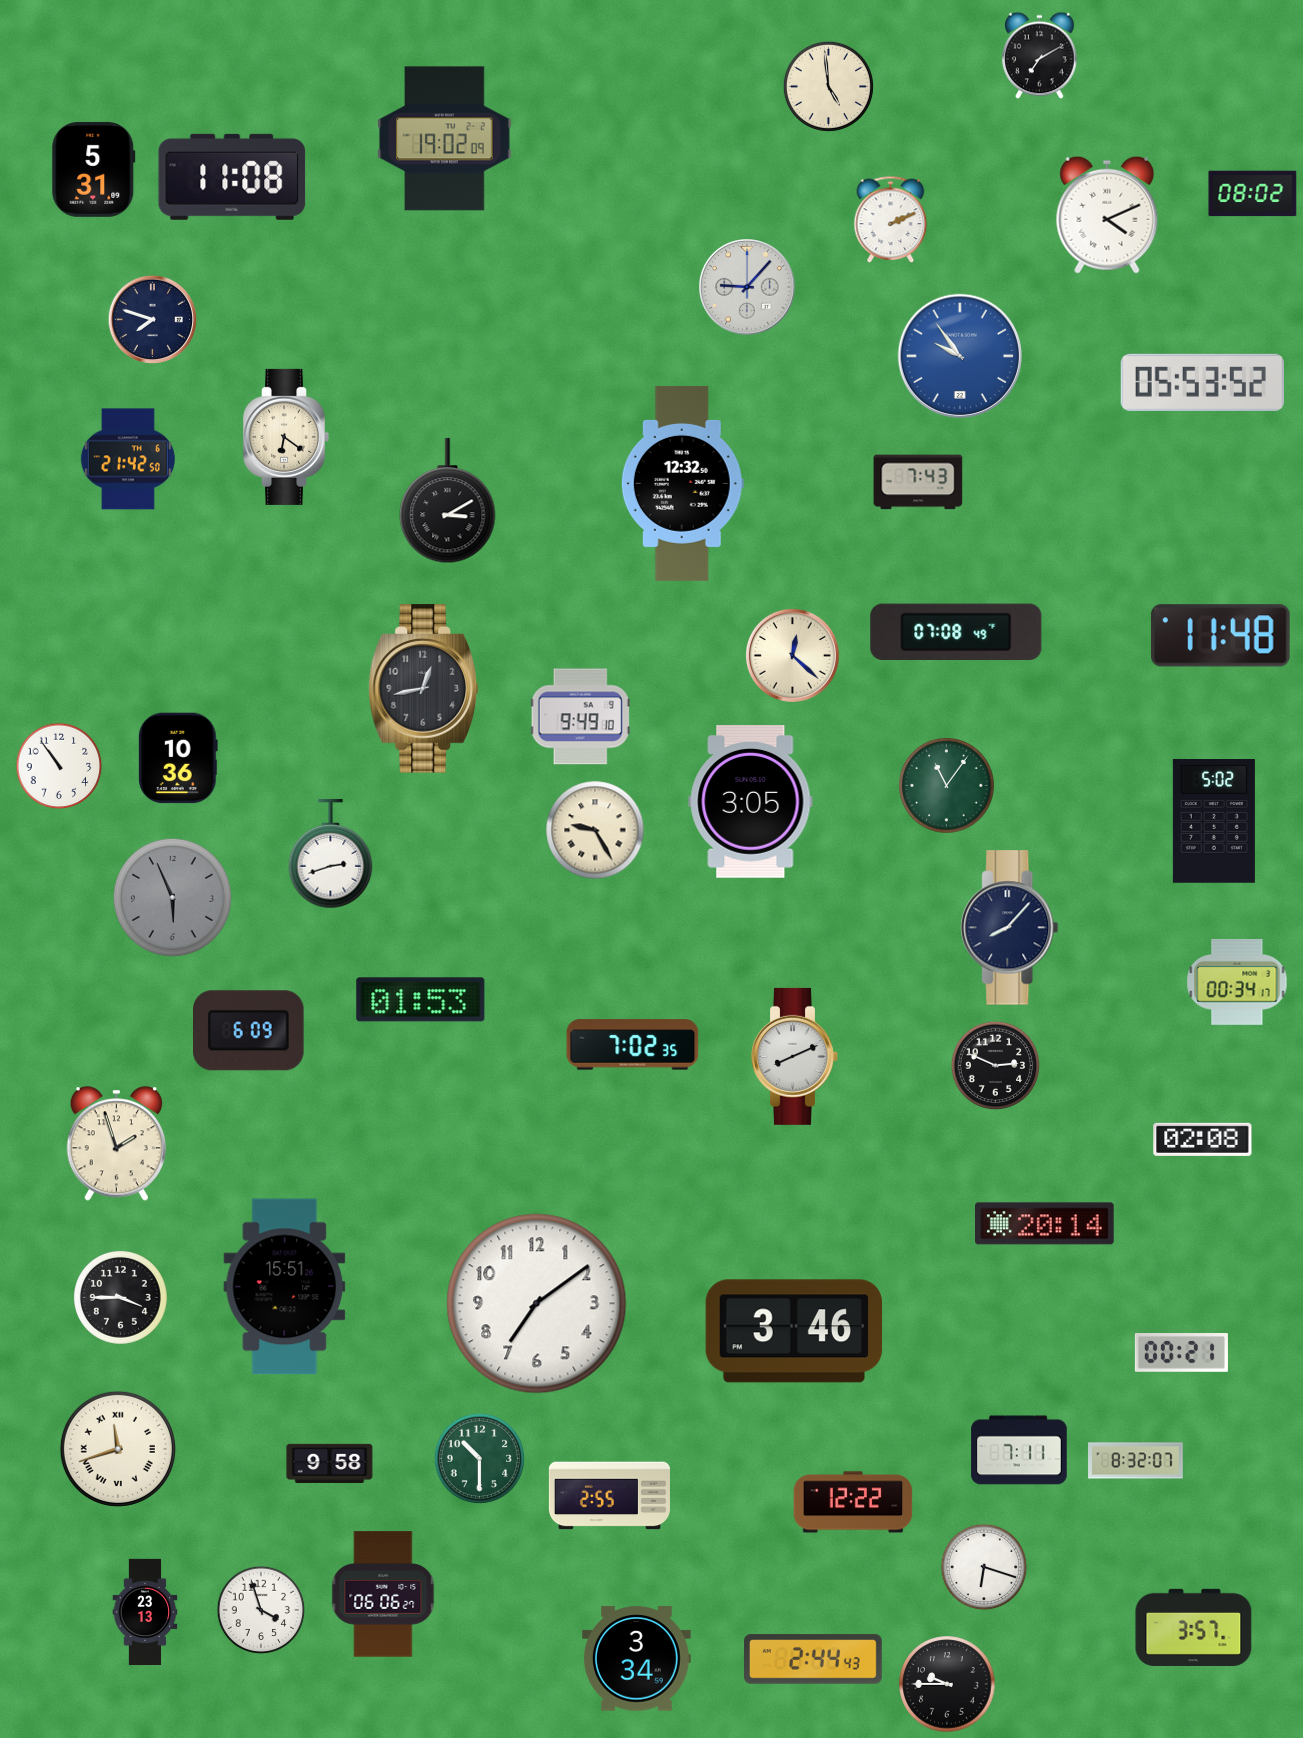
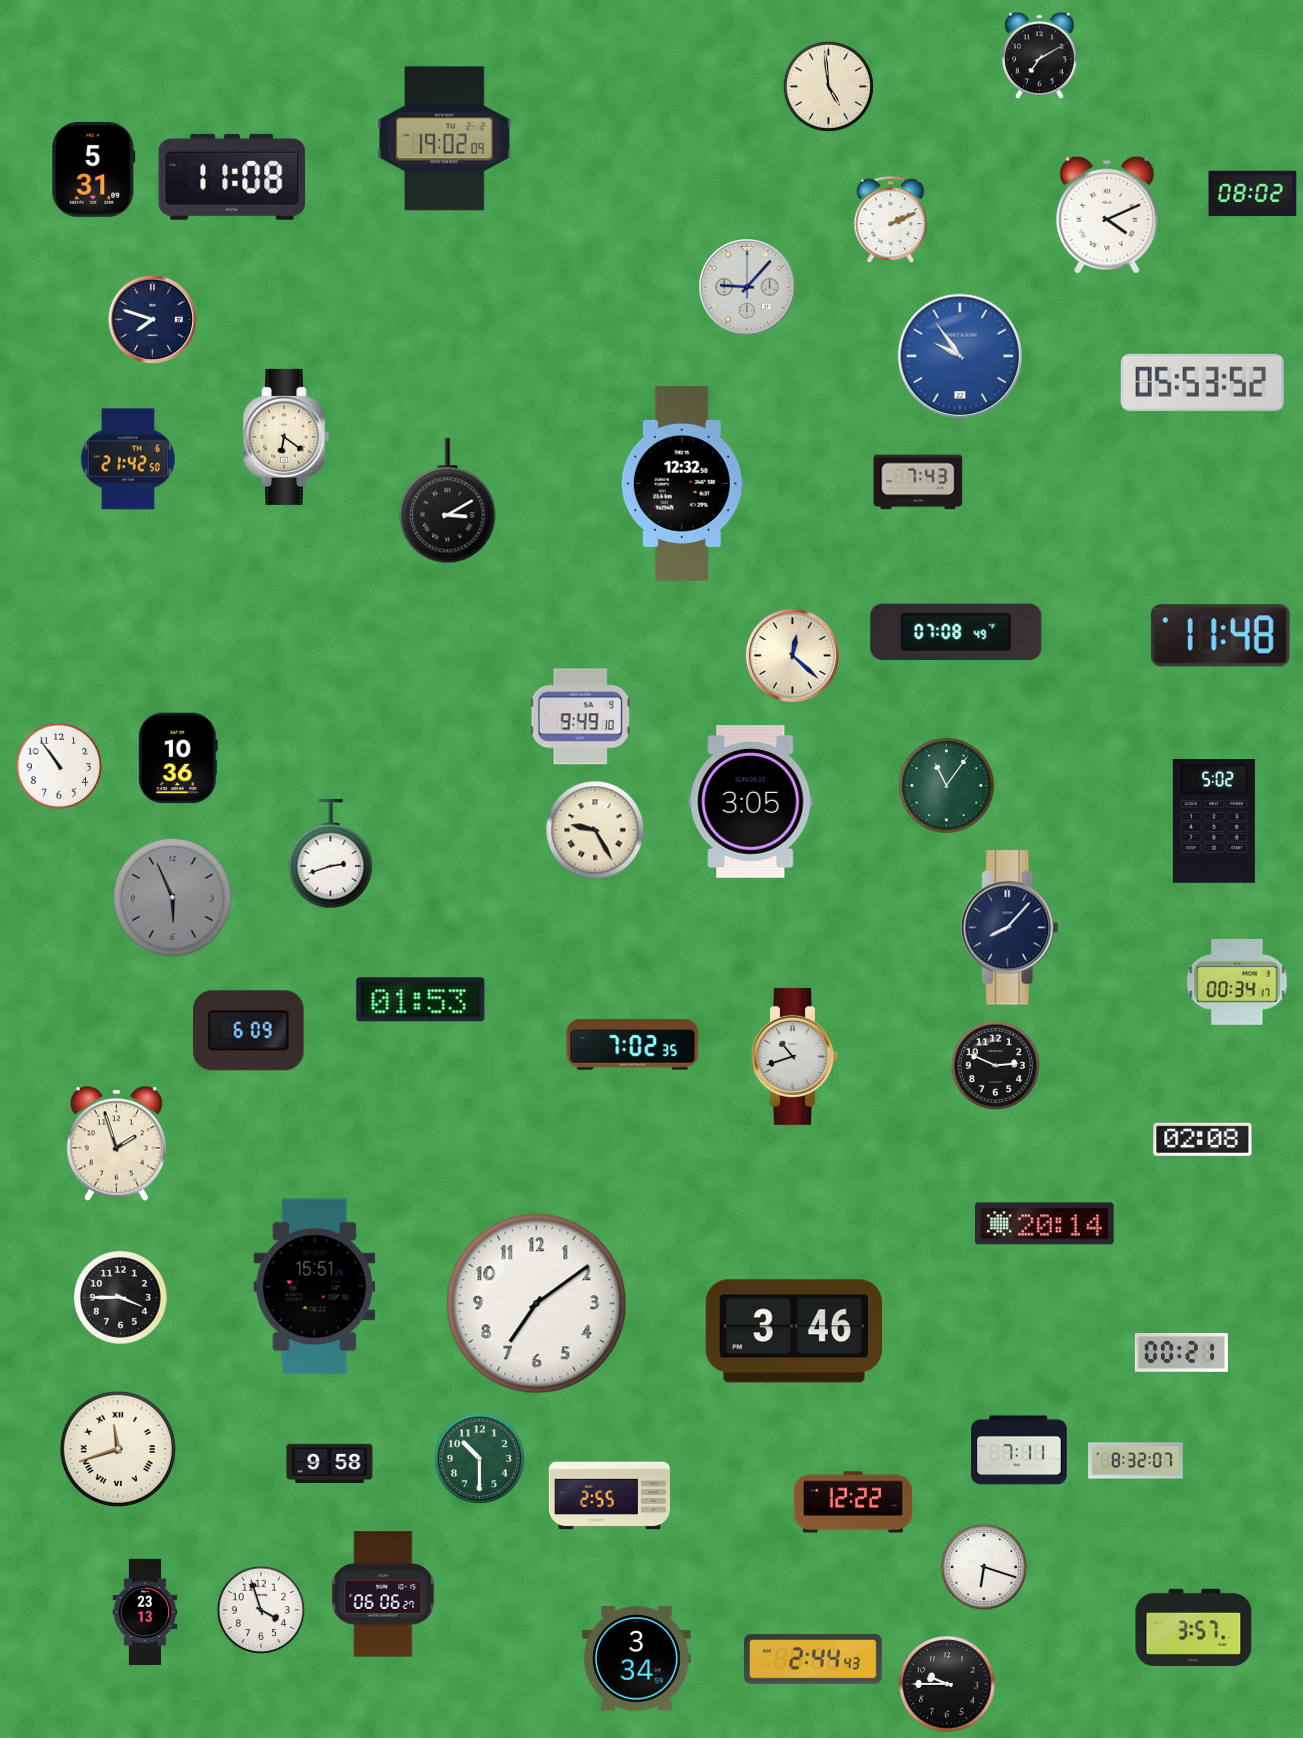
clock at (423, 689): 12:43 -> none
clock at (795, 1056): 8:11 -> 10:42
clock at (285, 1287) position: (285, 1287) -> (315, 1287)
